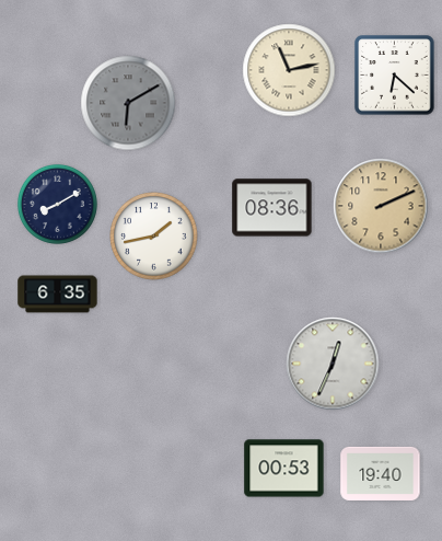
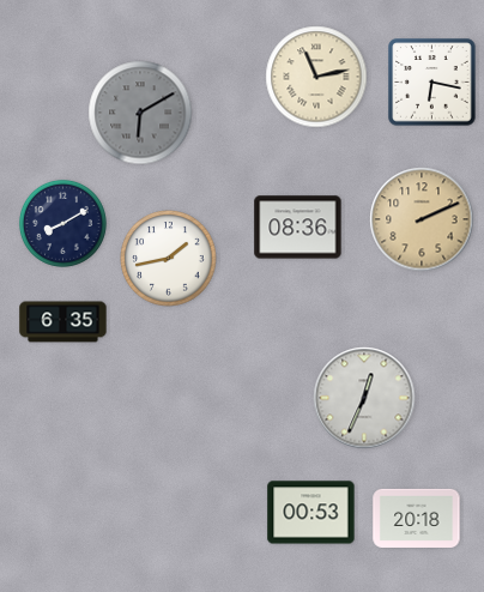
clock at (395, 76): 6:22 -> 6:17
clock at (381, 206) position: (381, 206) -> (422, 219)
clock at (381, 473): 19:40 -> 20:18
